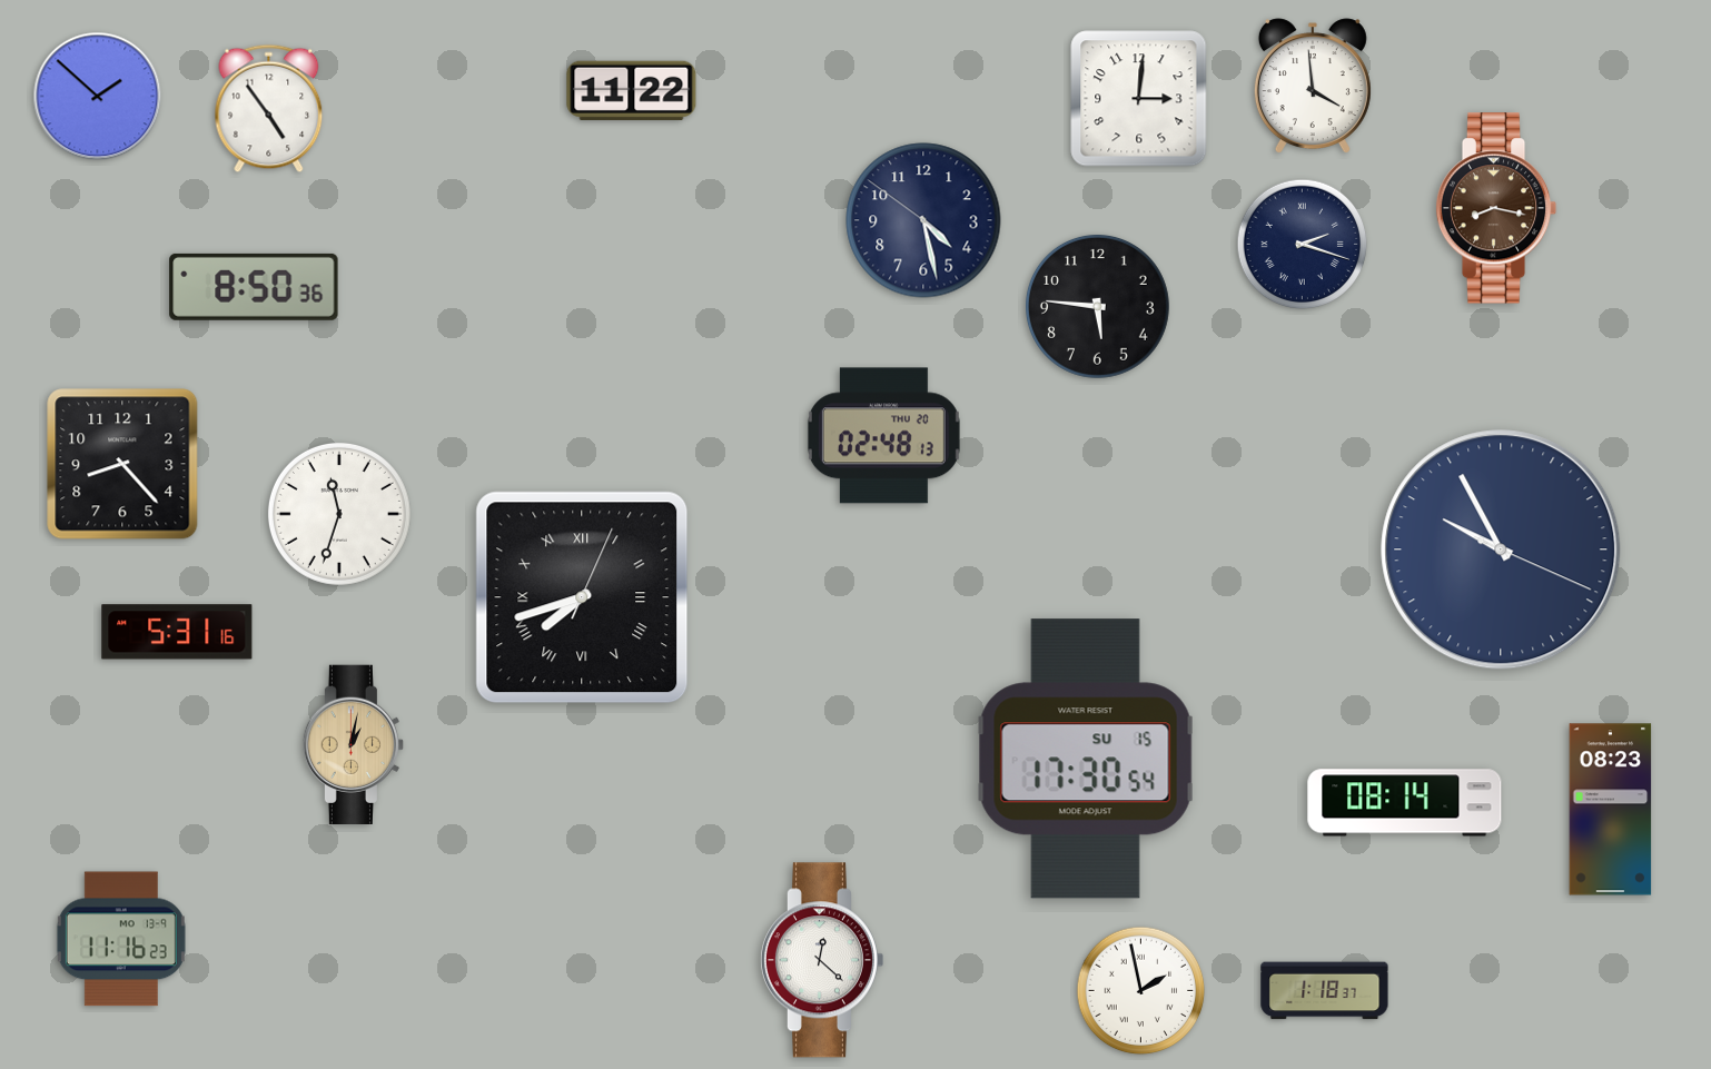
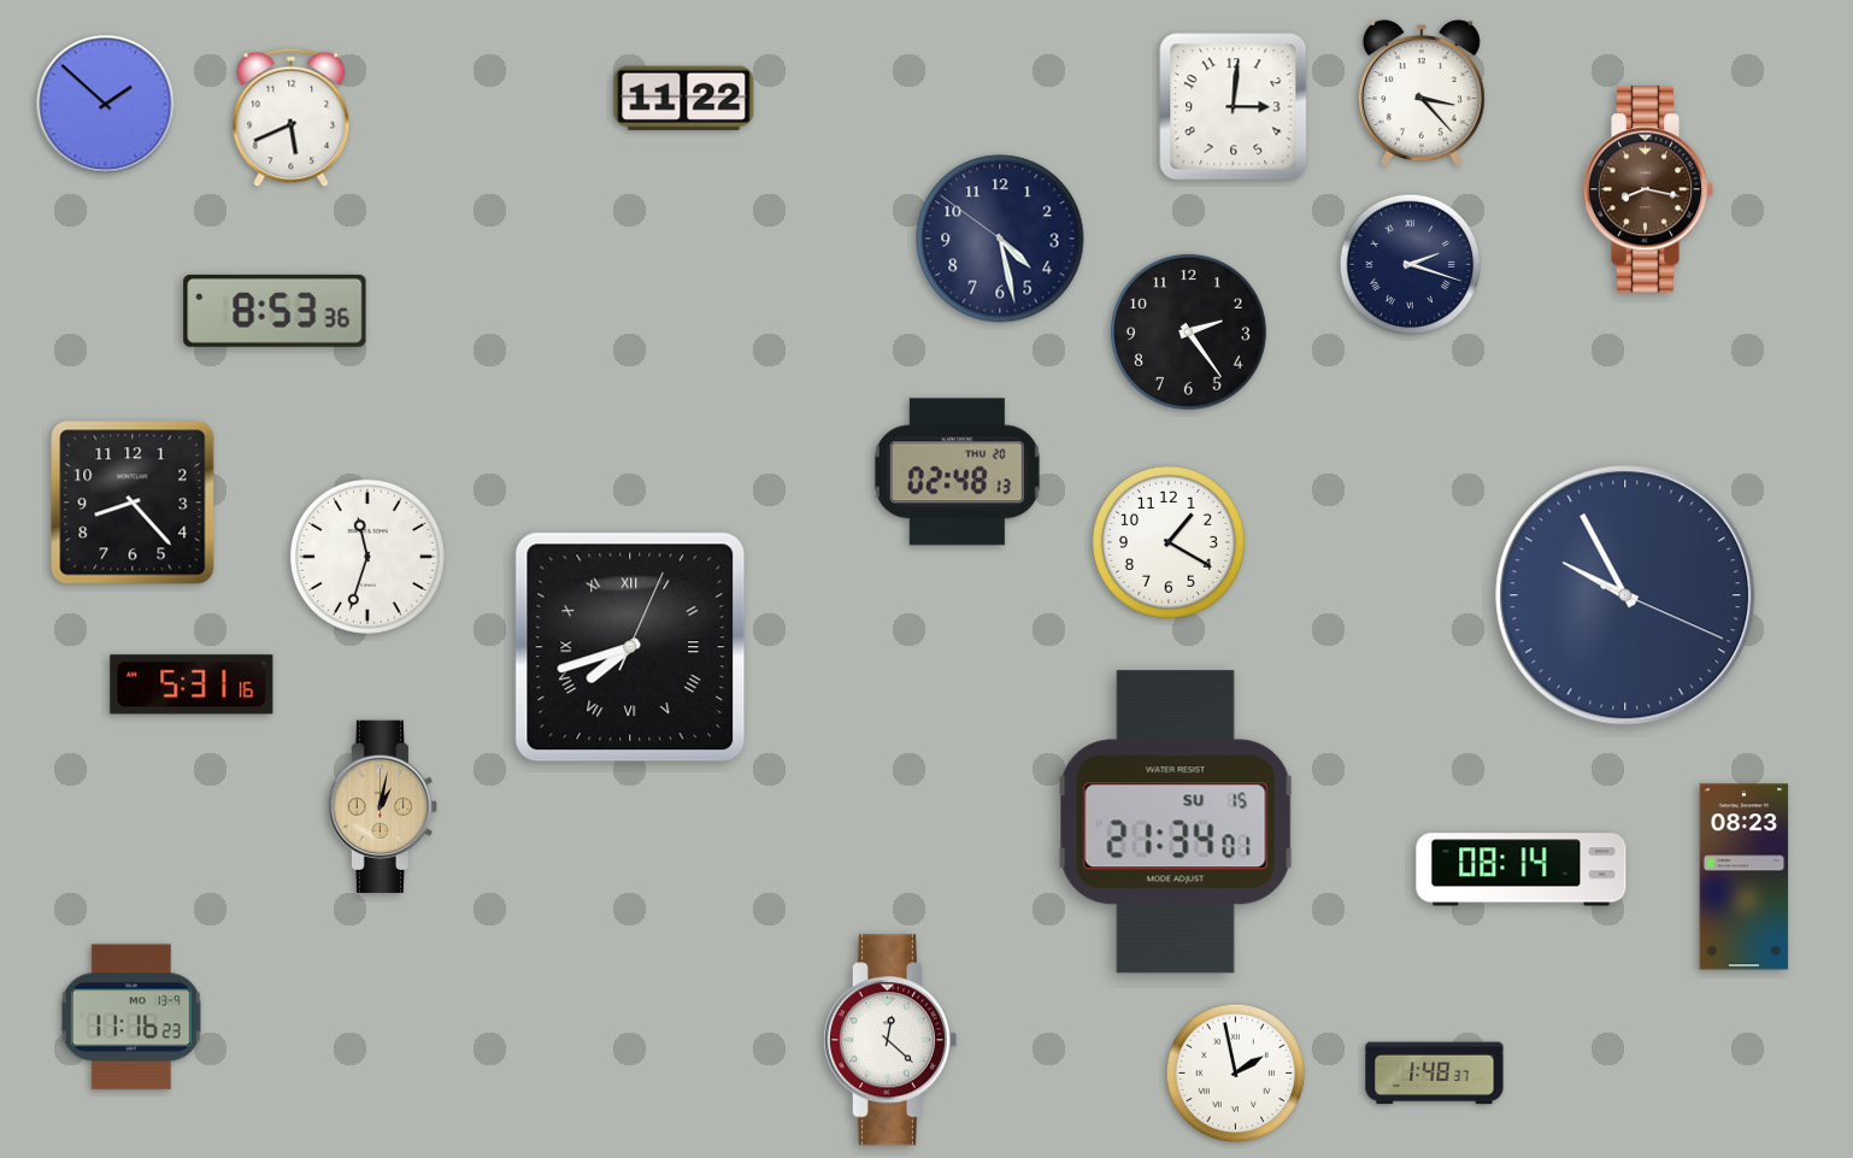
clock at (1313, 87): 3:59 -> 3:23
clock at (269, 109): 4:54 -> 5:41
clock at (1496, 208) position: (1496, 208) -> (1648, 189)
clock at (254, 287): 8:50 -> 8:53
clock at (1097, 306): 5:46 -> 2:24
clock at (1169, 542): none -> 1:20
clock at (1086, 759): 17:30 -> 21:34
clock at (1325, 991): 1:18 -> 1:48
